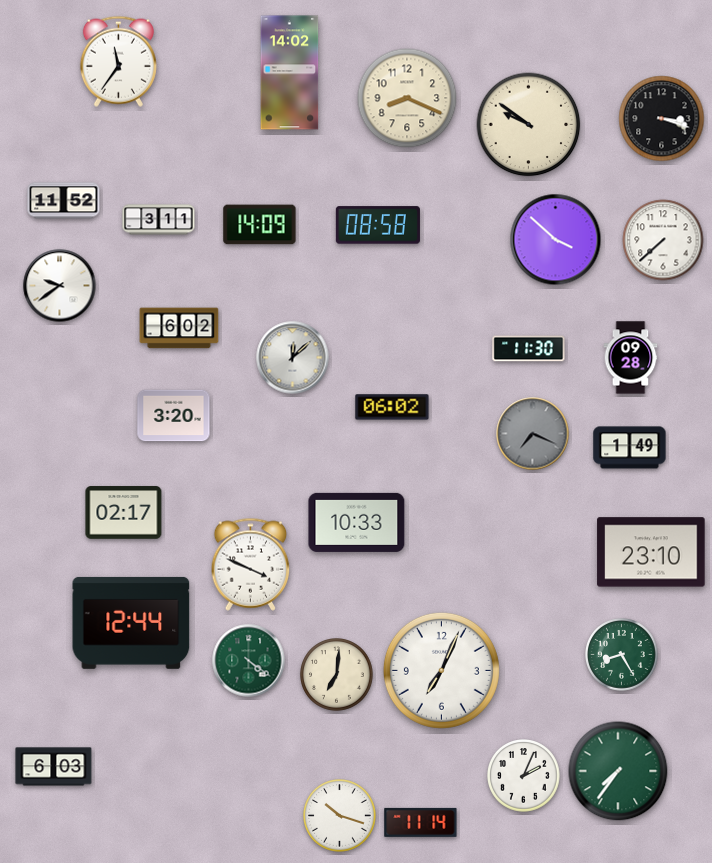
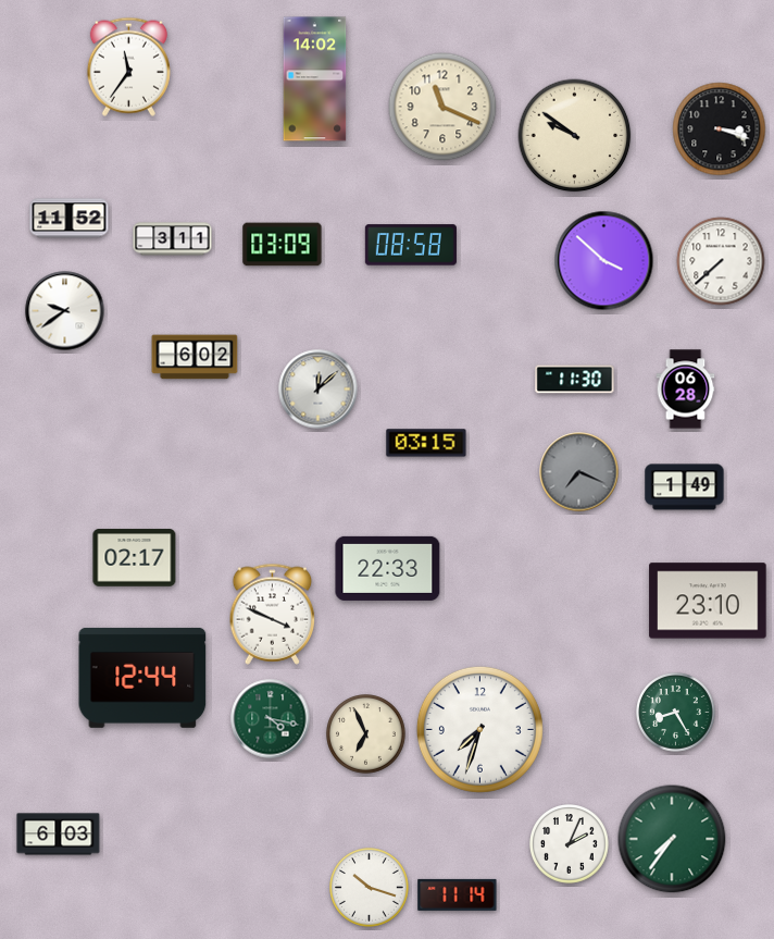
clock at (407, 98): 8:19 -> 11:19
clock at (260, 225): 14:09 -> 03:09
clock at (631, 358): 09:28 -> 06:28
clock at (392, 407): 06:02 -> 03:15
clock at (174, 416): 3:20 -> none
clock at (357, 522): 10:33 -> 22:33
clock at (249, 661): 4:21 -> 4:17
clock at (441, 670): 7:04 -> 7:33
clock at (337, 675): 7:01 -> 6:56
